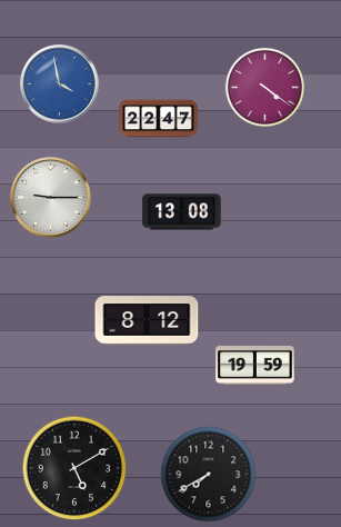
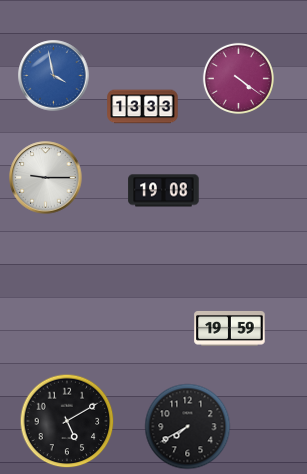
clock at (159, 119): 22:47 -> 13:33
clock at (182, 212): 13:08 -> 19:08
clock at (147, 320): 8:12 -> none
